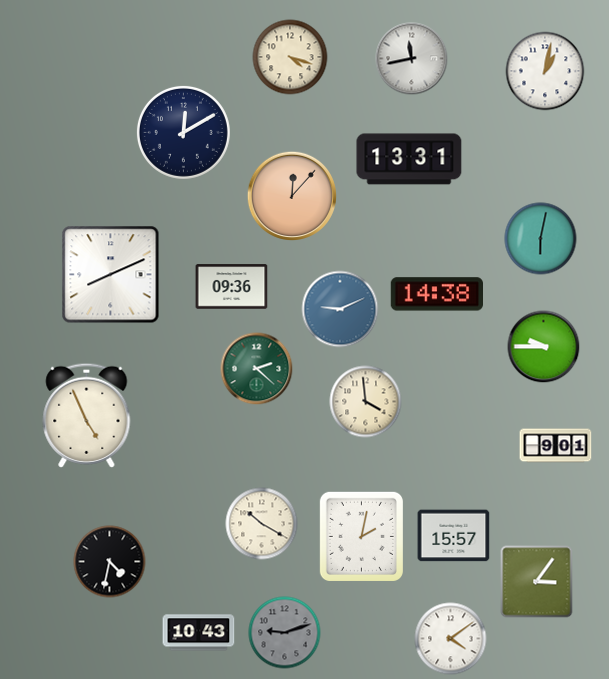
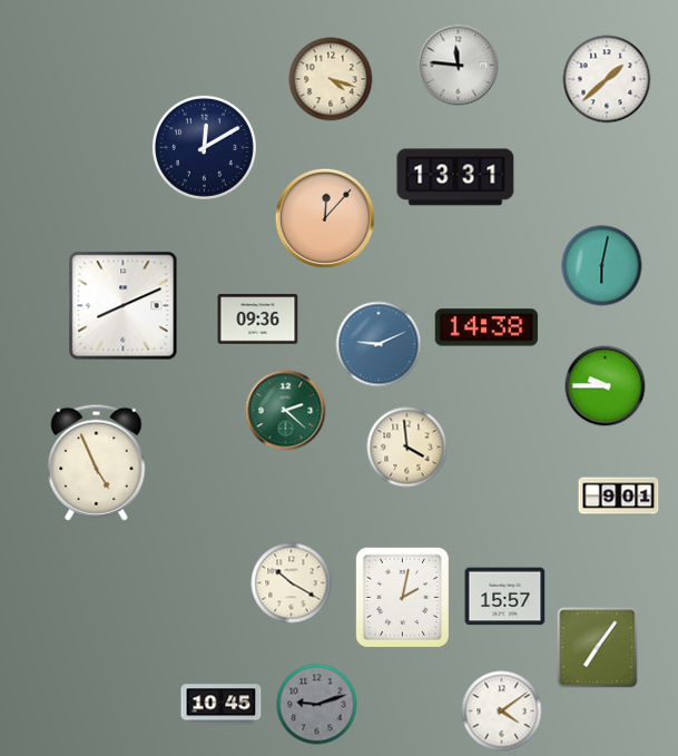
clock at (290, 57) position: (290, 57) -> (331, 79)
clock at (412, 59): 11:43 -> 11:46
clock at (545, 71): 1:02 -> 1:38
clock at (110, 562): 4:32 -> none
clock at (537, 582): 3:06 -> 7:06
clock at (199, 633): 10:43 -> 10:45
